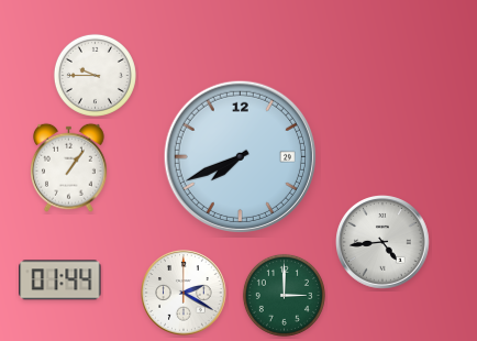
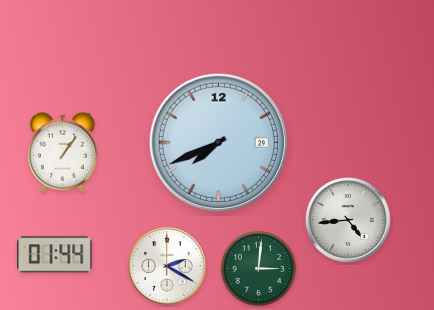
clock at (95, 75): 9:45 -> none
clock at (284, 295): 3:00 -> 3:01
